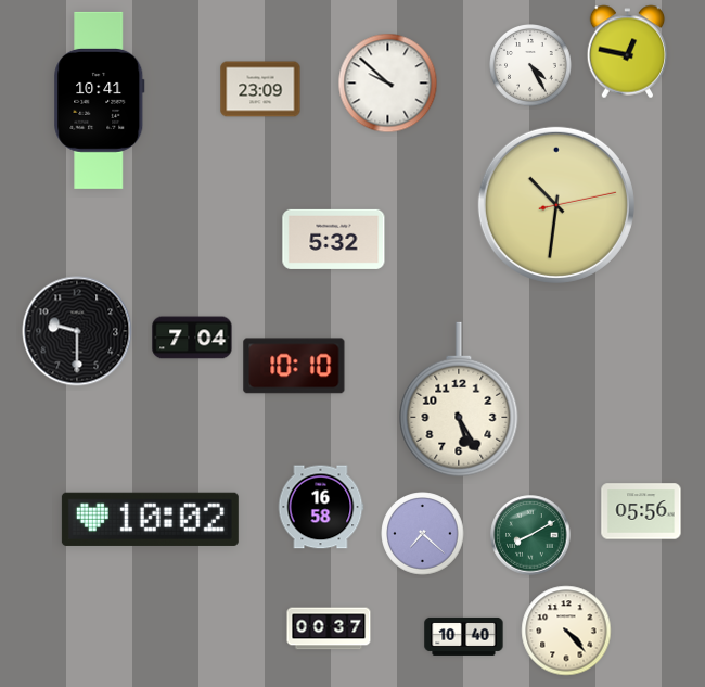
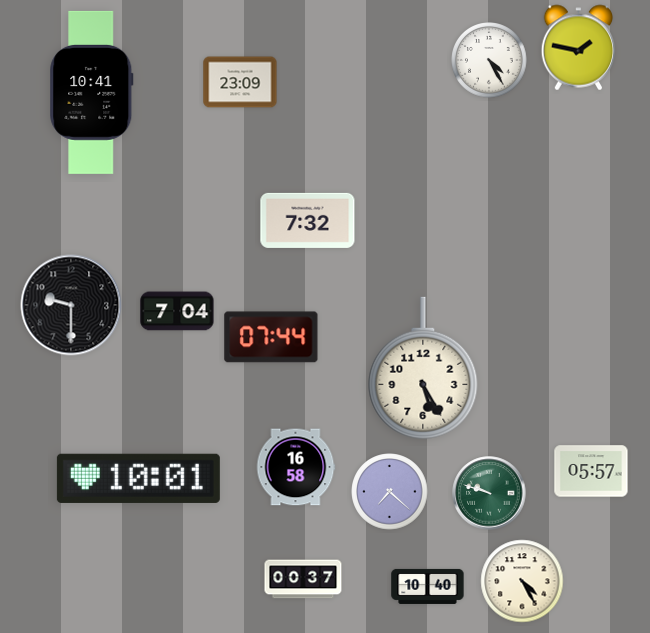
clock at (628, 52): 12:47 -> 1:47
clock at (388, 84): 9:52 -> none
clock at (556, 205): 10:31 -> none
clock at (334, 239): 5:32 -> 7:32
clock at (294, 366): 10:10 -> 07:44
clock at (641, 511): 05:56 -> 05:57
clock at (150, 519): 10:02 -> 10:01
clock at (530, 535): 8:10 -> 9:48
clock at (566, 631): 4:23 -> 4:25
